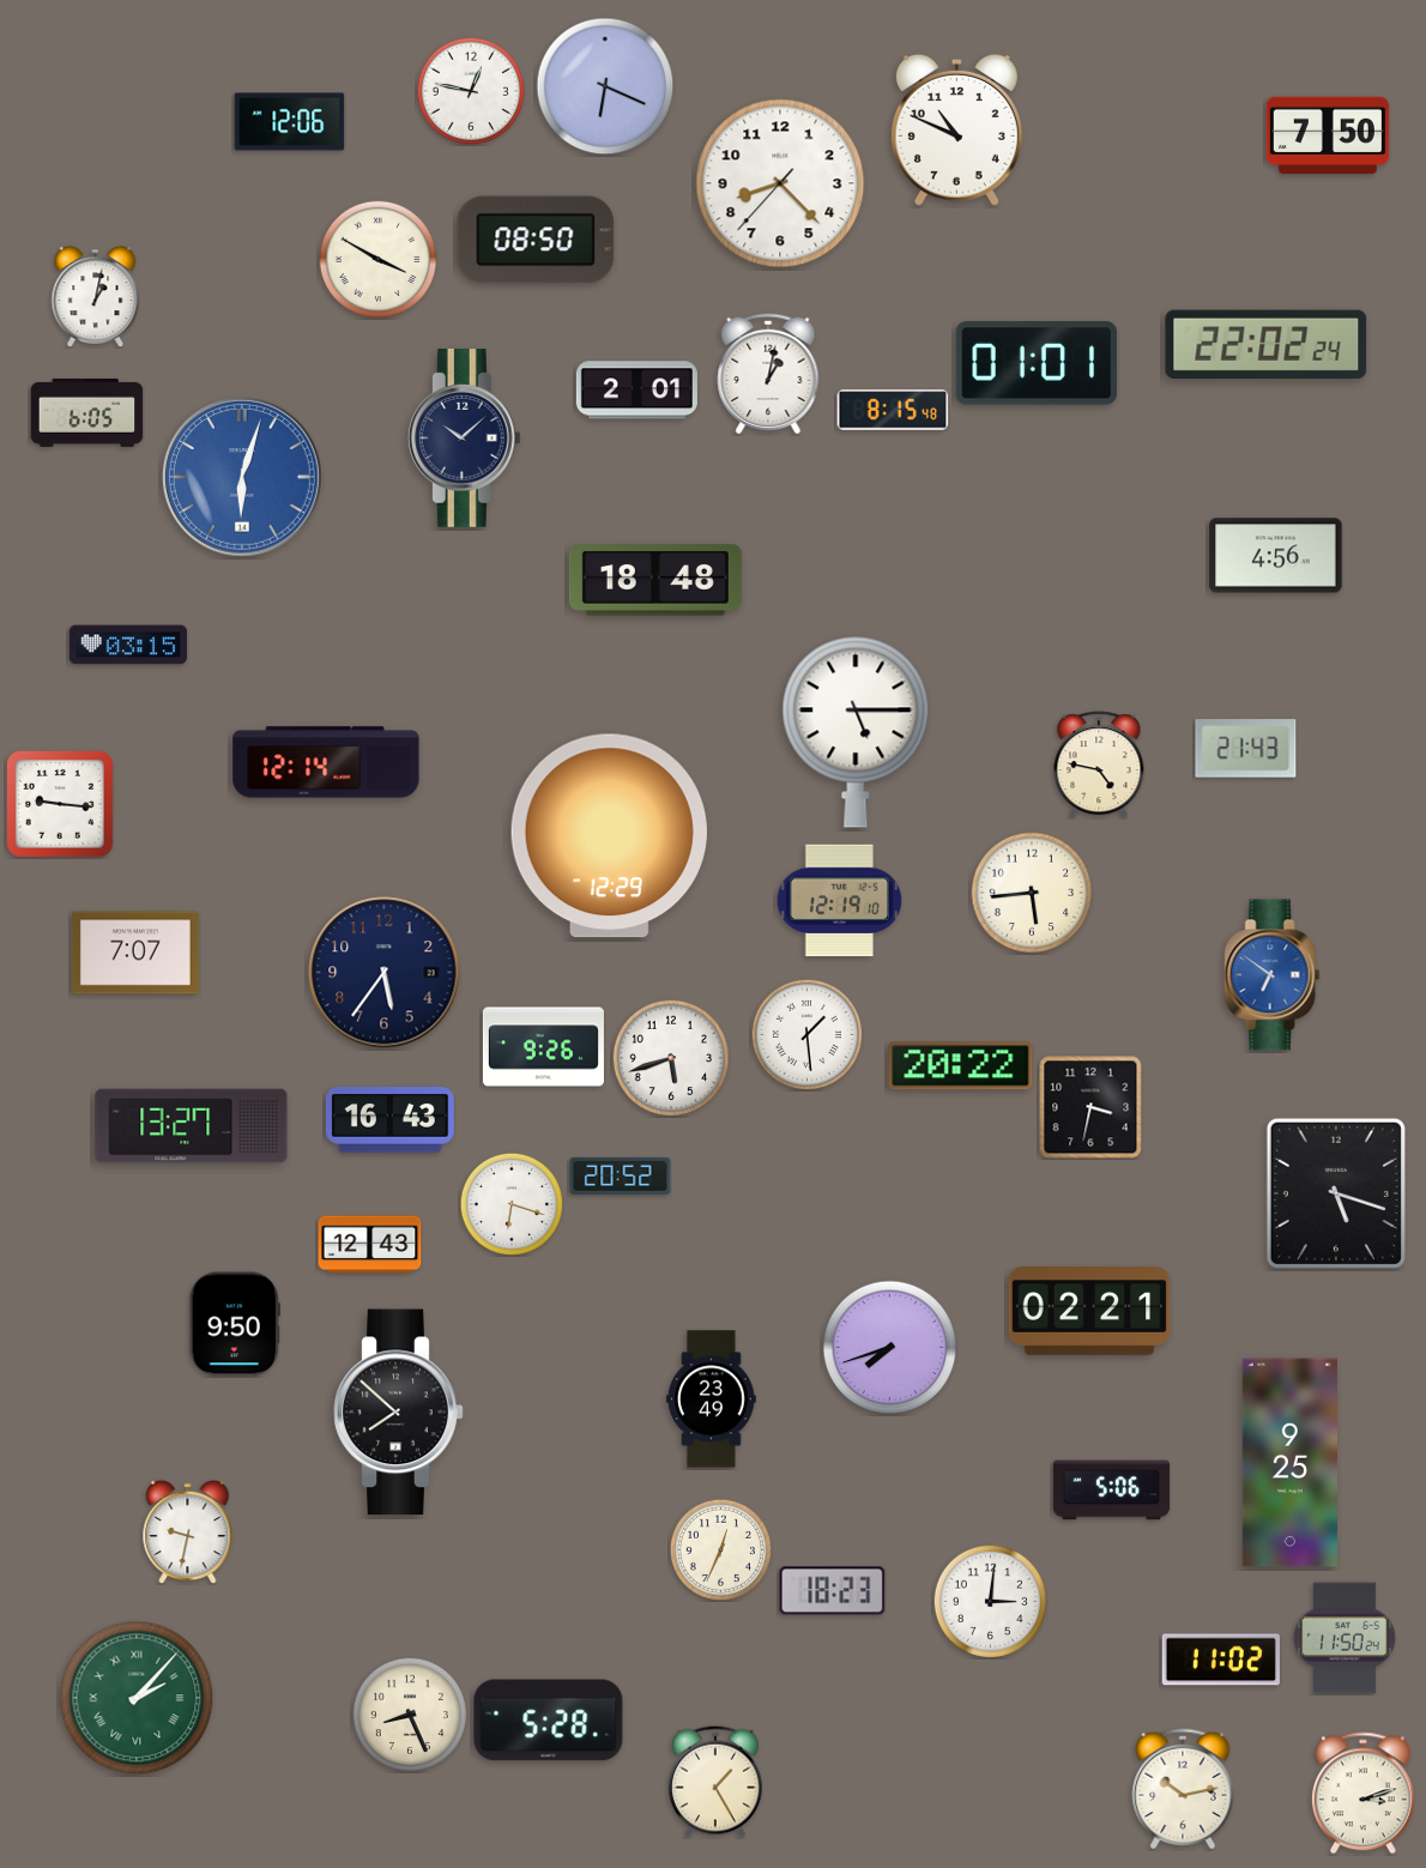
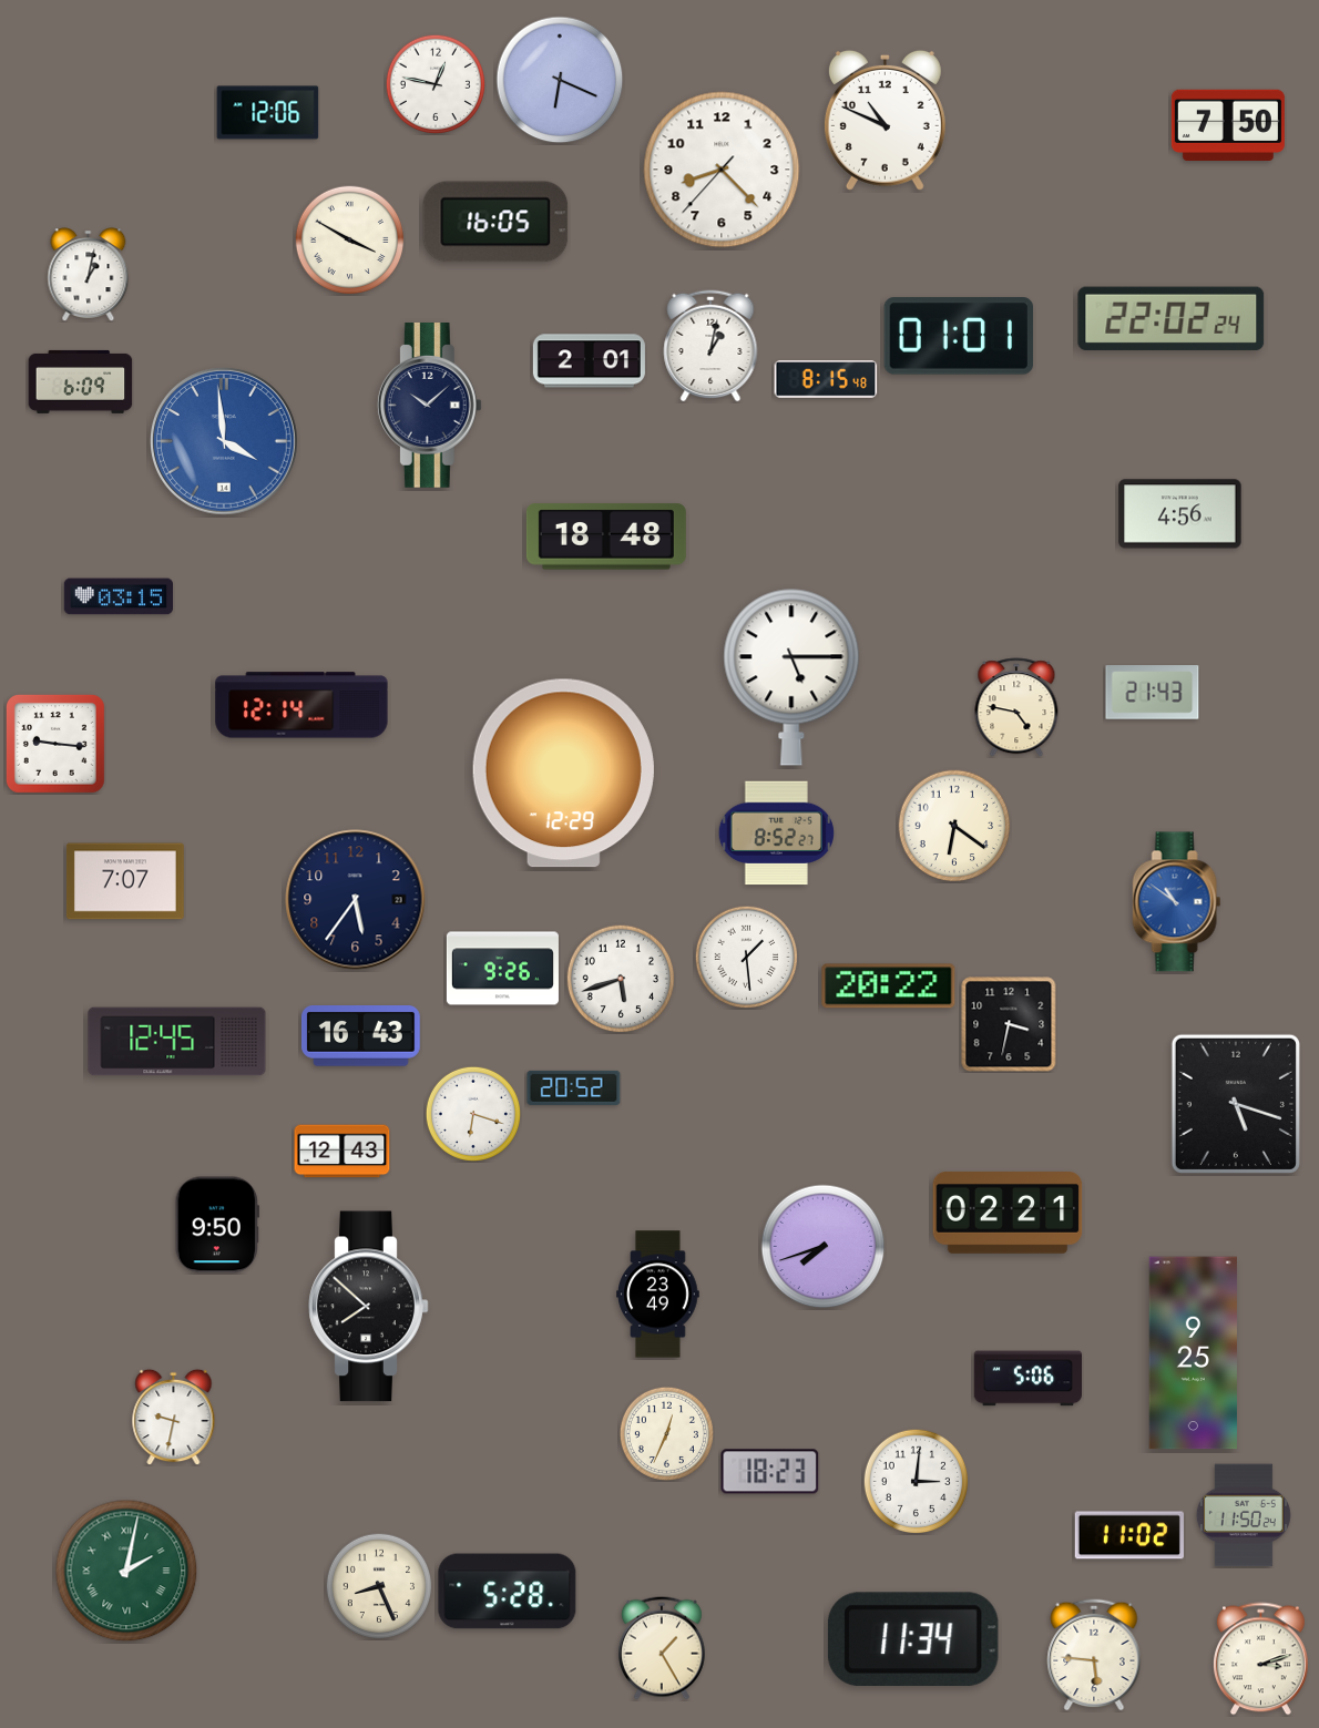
clock at (536, 240): 08:50 -> 16:05
clock at (87, 412): 6:05 -> 6:09
clock at (243, 478): 6:03 -> 3:59
clock at (1032, 893): 5:44 -> 6:21
clock at (839, 901): 12:19 -> 8:52
clock at (1273, 975): 6:51 -> 10:51
clock at (192, 1126): 13:27 -> 12:45
clock at (137, 1698): 2:07 -> 2:02
clock at (913, 1639): none -> 11:34
clock at (1183, 1789): 10:13 -> 5:46
